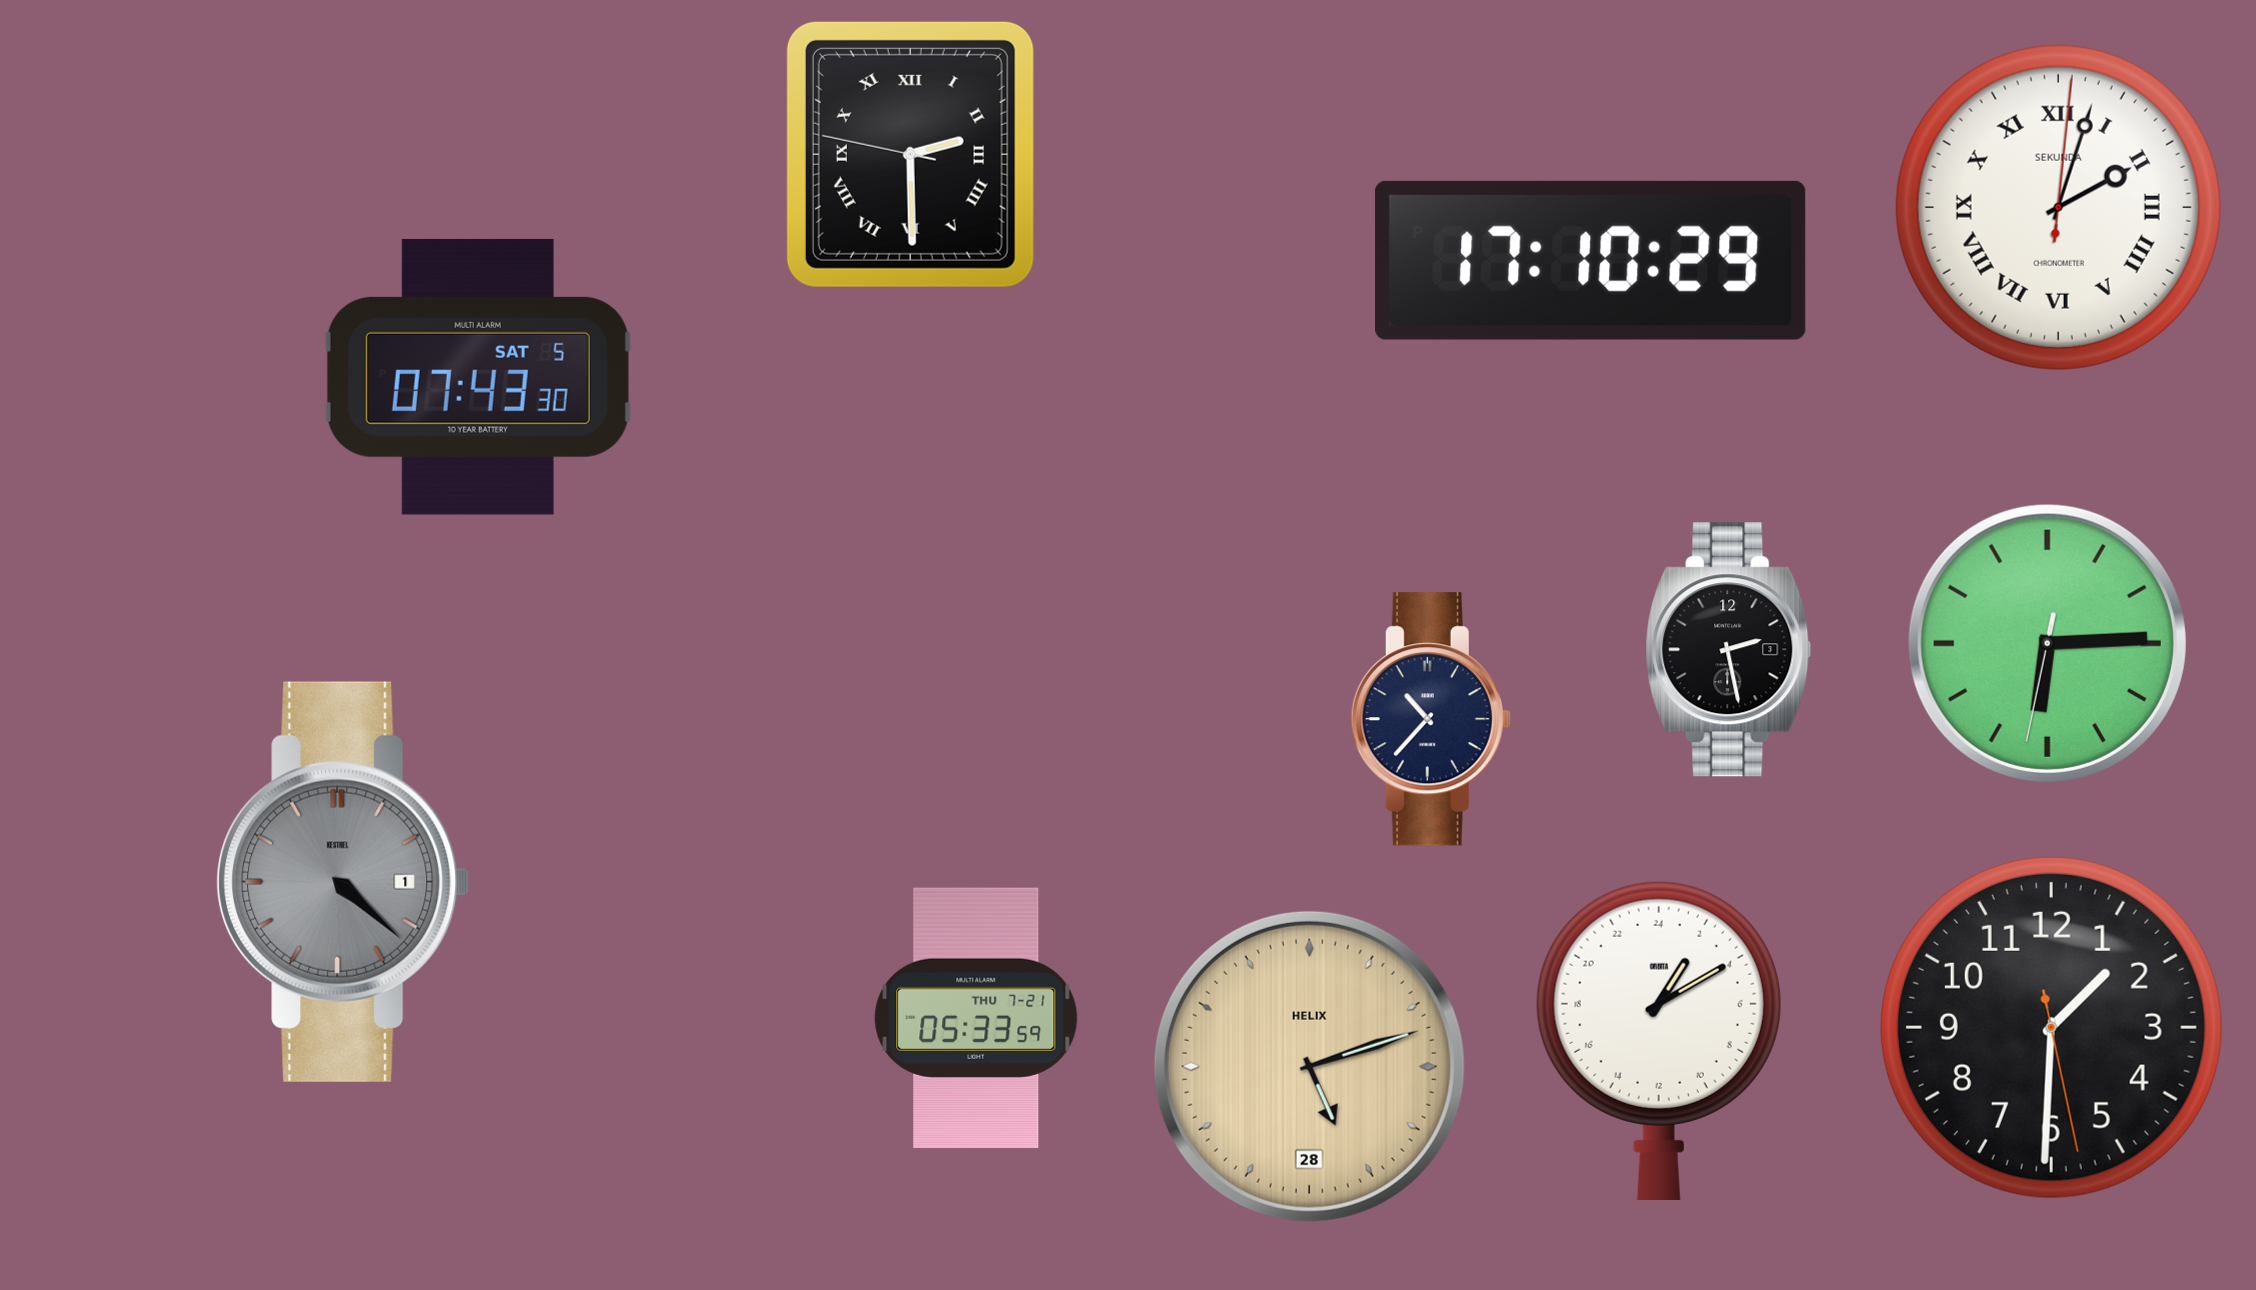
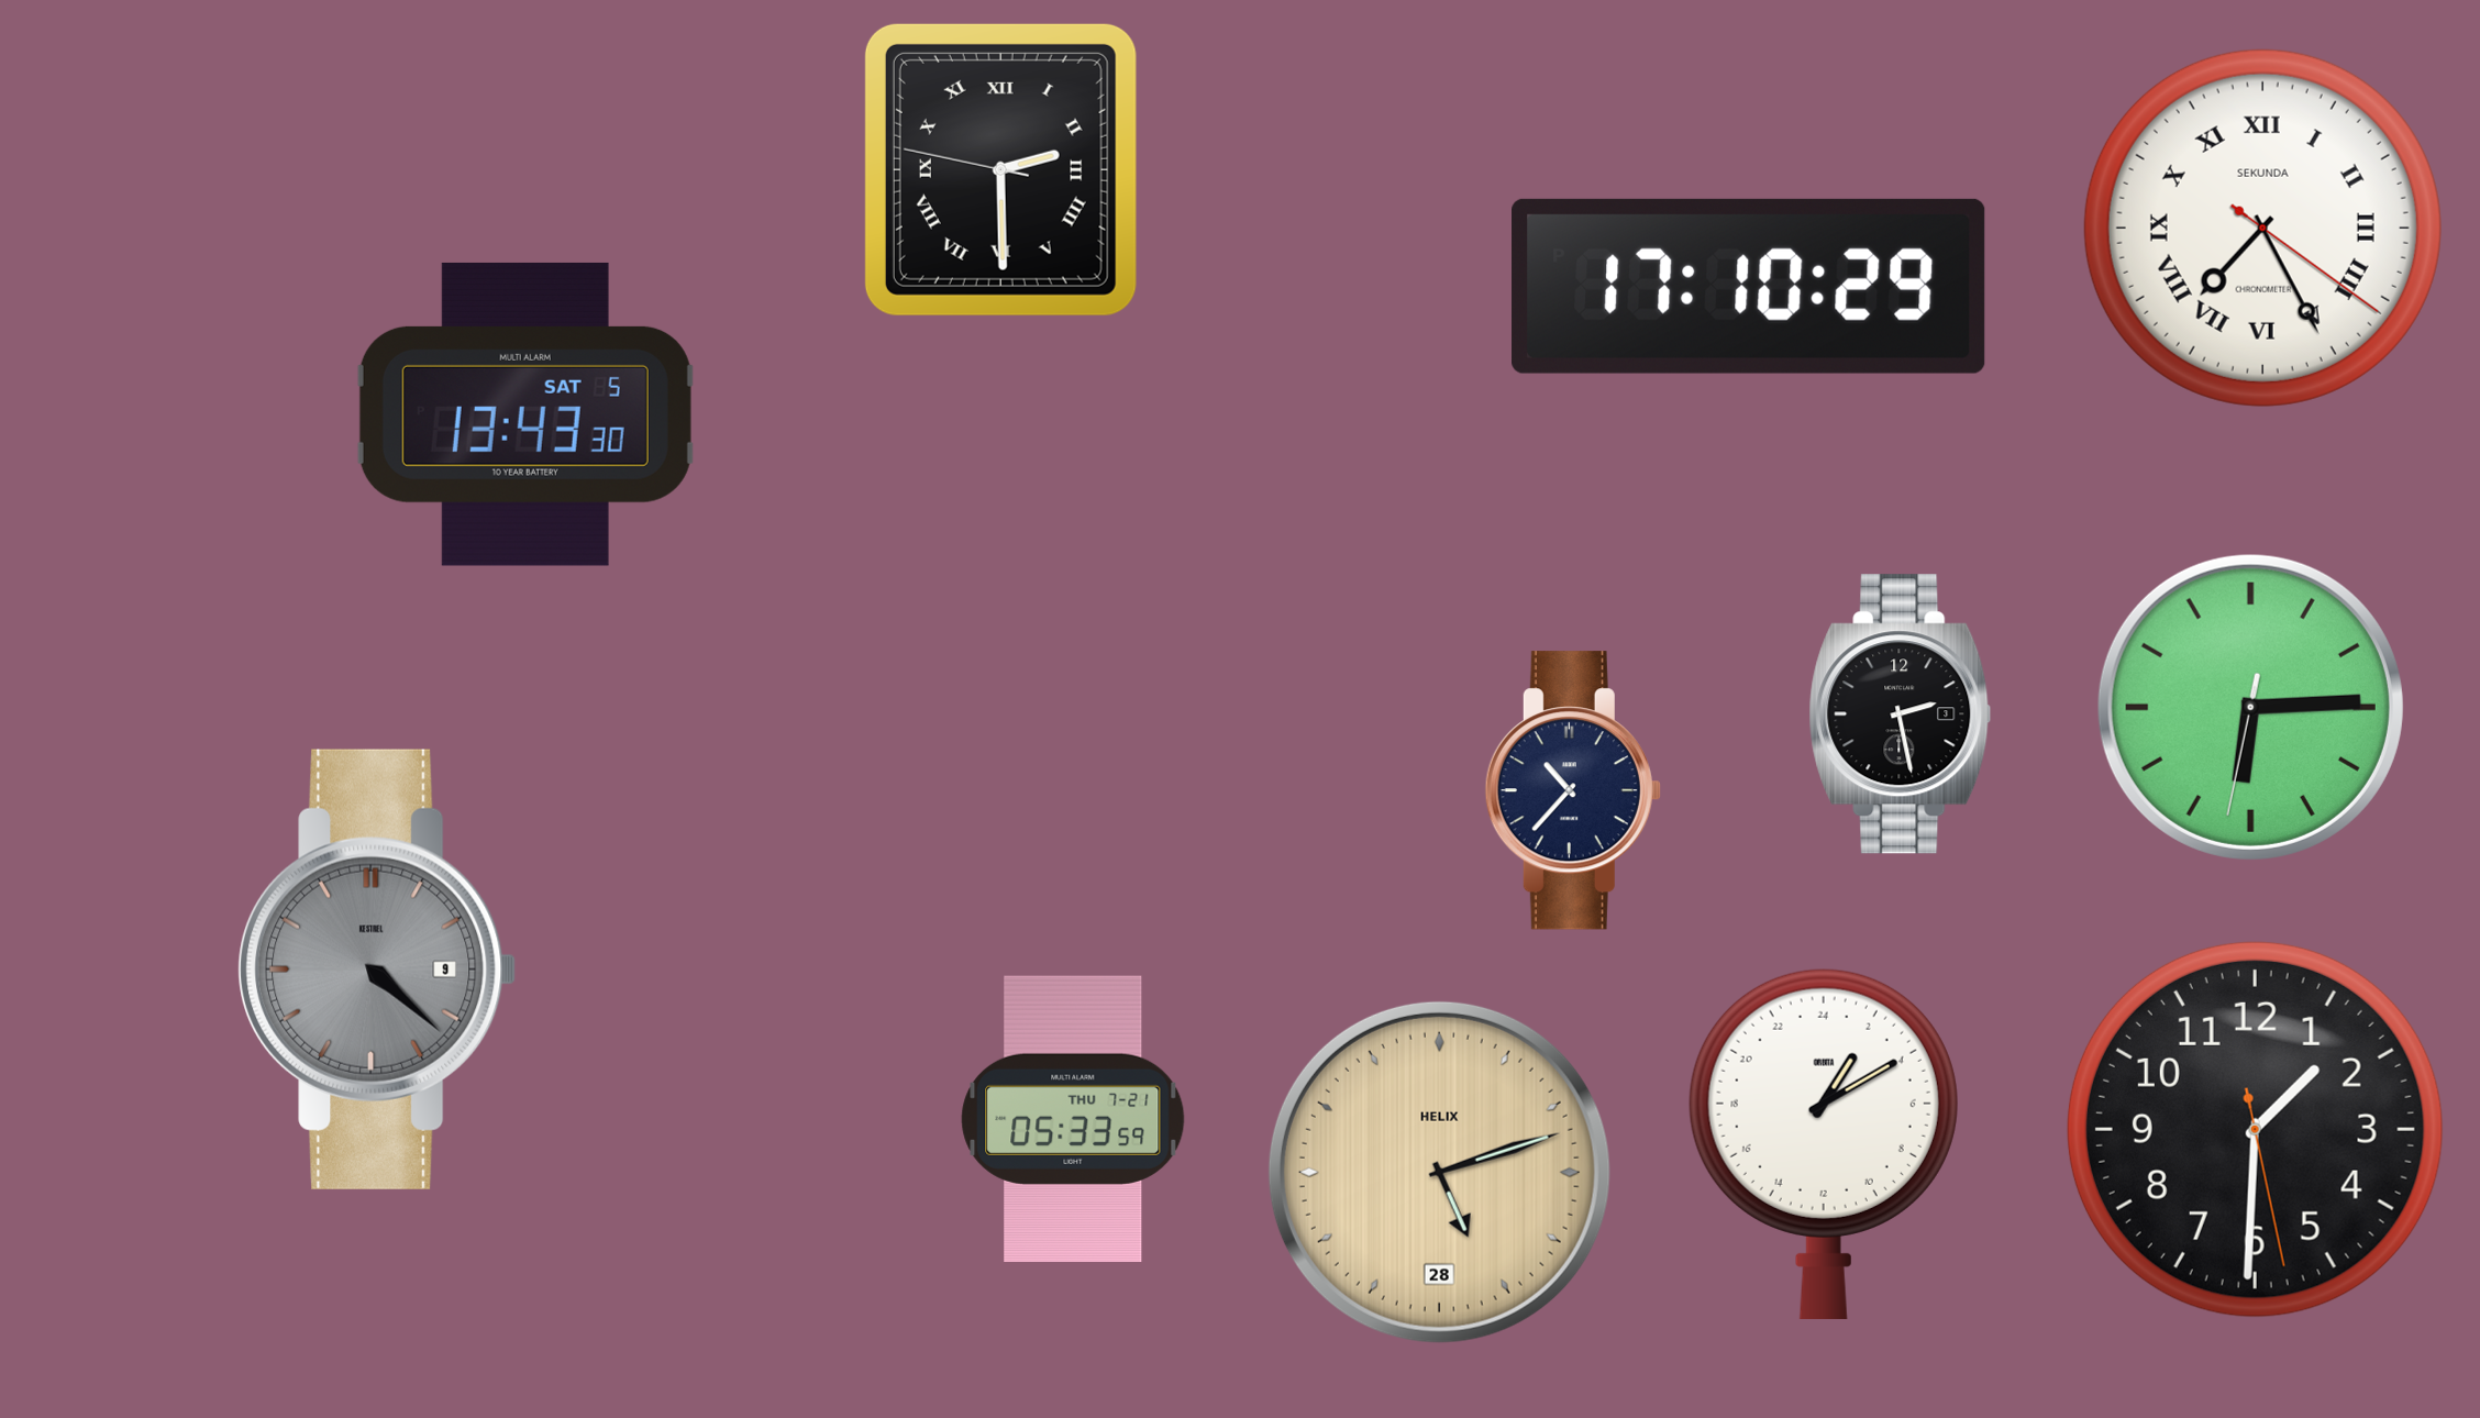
clock at (2058, 207): 2:03 -> 7:25
clock at (478, 377): 07:43 -> 13:43
clock at (343, 882) date: 1 -> 9
